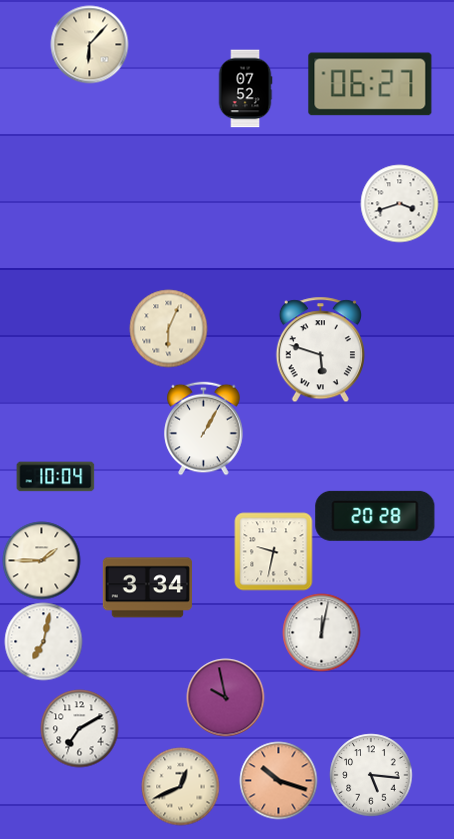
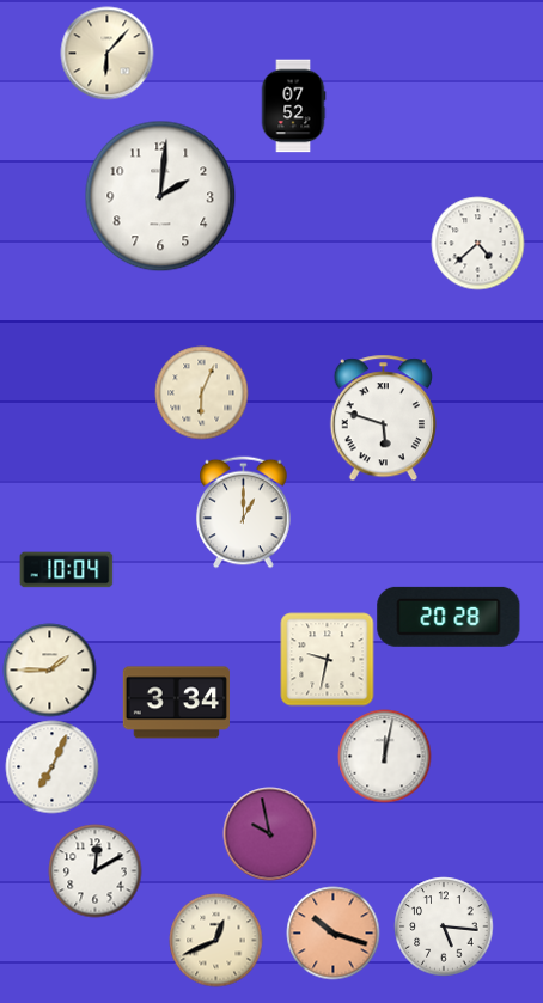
clock at (370, 84): 06:27 -> none
clock at (160, 196): none -> 2:01
clock at (399, 203): 3:42 -> 4:38
clock at (204, 428): 1:05 -> 1:00
clock at (43, 641): 7:02 -> 7:04
clock at (79, 728): 7:10 -> 12:10
